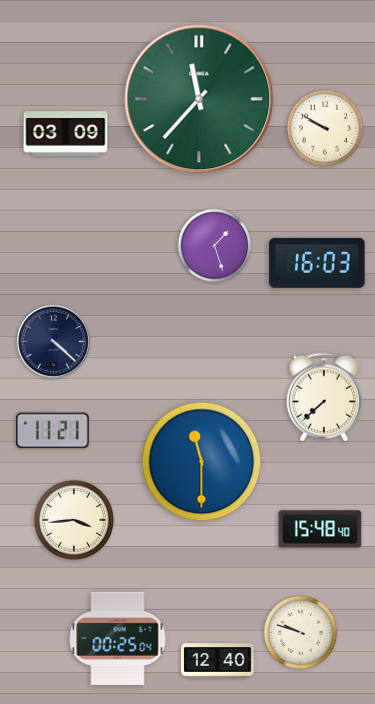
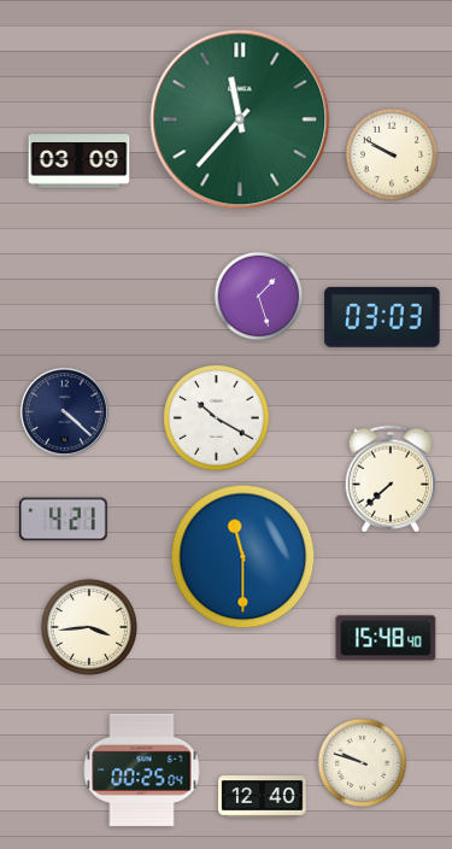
clock at (317, 263): 16:03 -> 03:03
clock at (217, 418): none -> 10:20
clock at (53, 431): 11:21 -> 4:21
